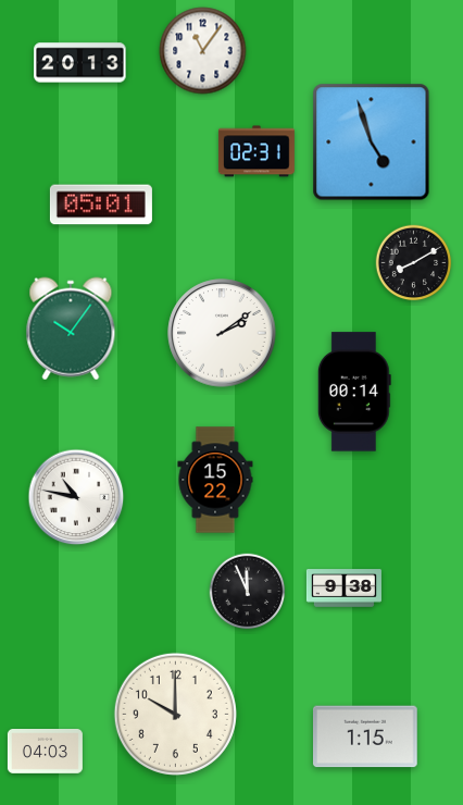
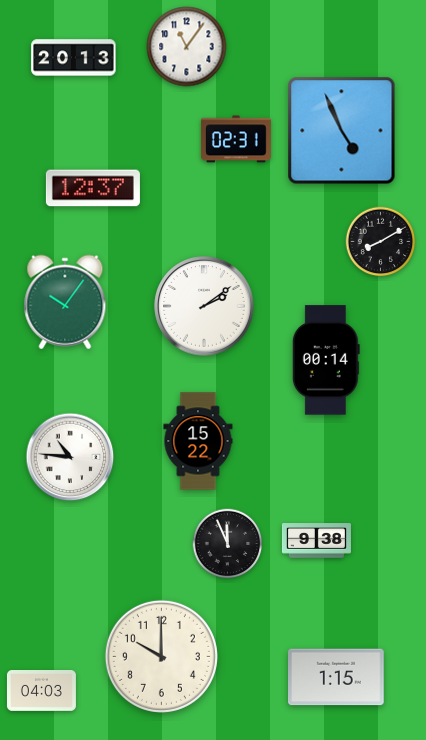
clock at (372, 143): 4:57 -> 4:56
clock at (101, 205): 05:01 -> 12:37
clock at (76, 497): 10:47 -> 10:46
